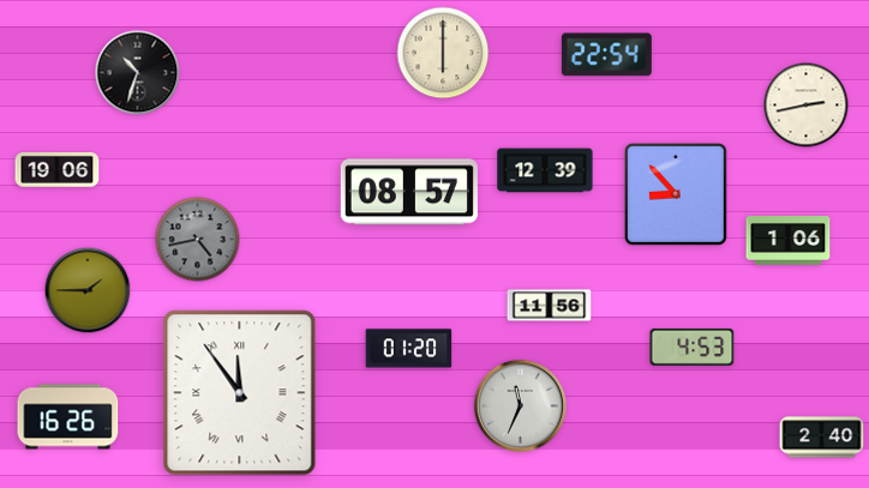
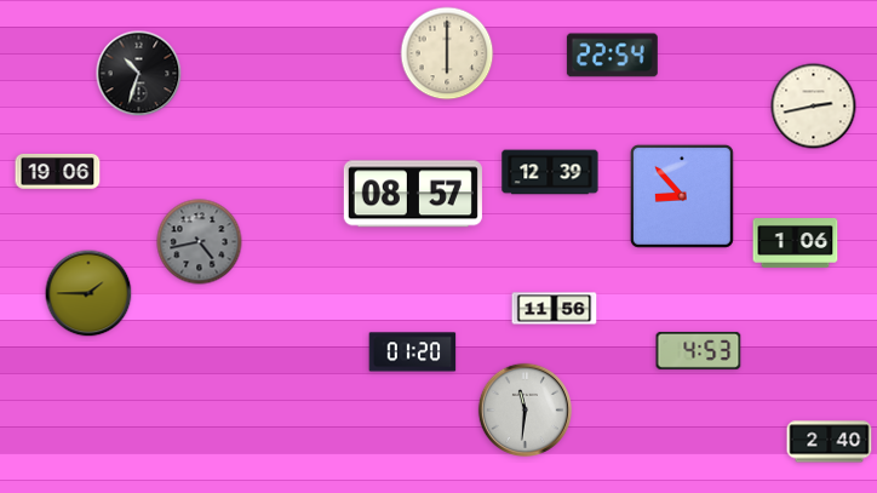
clock at (240, 393): 11:54 -> none
clock at (520, 405): 11:34 -> 11:31
clock at (68, 417): 16:26 -> none
